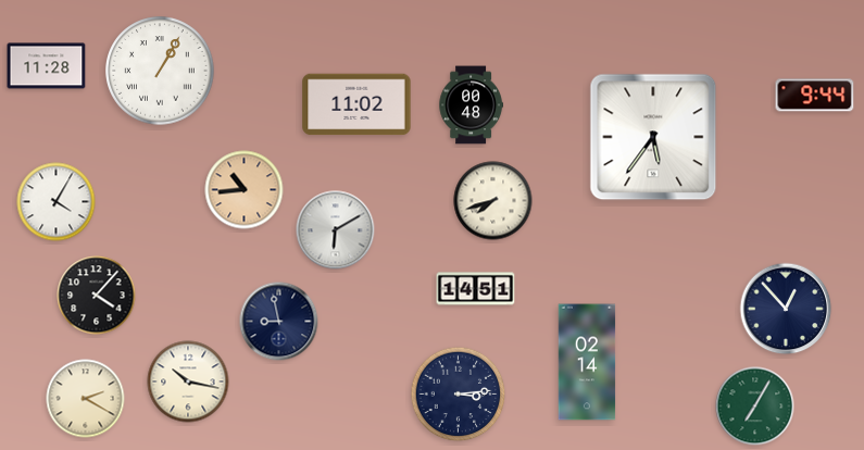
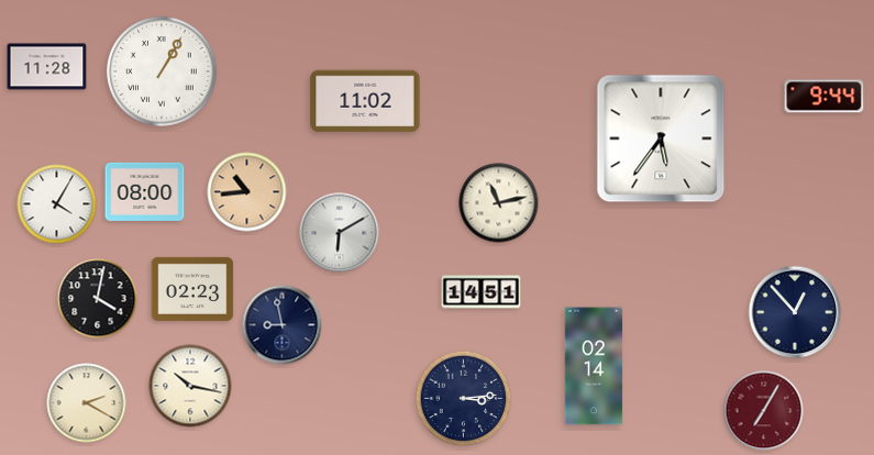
clock at (356, 104) position: (356, 104) -> (365, 101)
clock at (471, 105): 00:48 -> none
clock at (145, 191): none -> 08:00
clock at (493, 201): 7:42 -> 11:13
clock at (192, 289): none -> 02:23
clock at (97, 296): 4:07 -> 4:02
clock at (755, 407) dial: green -> burgundy
